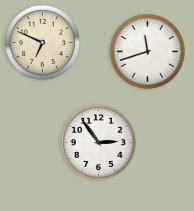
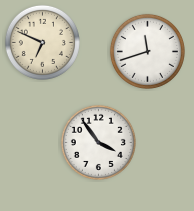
clock at (98, 142): 2:54 -> 3:54
